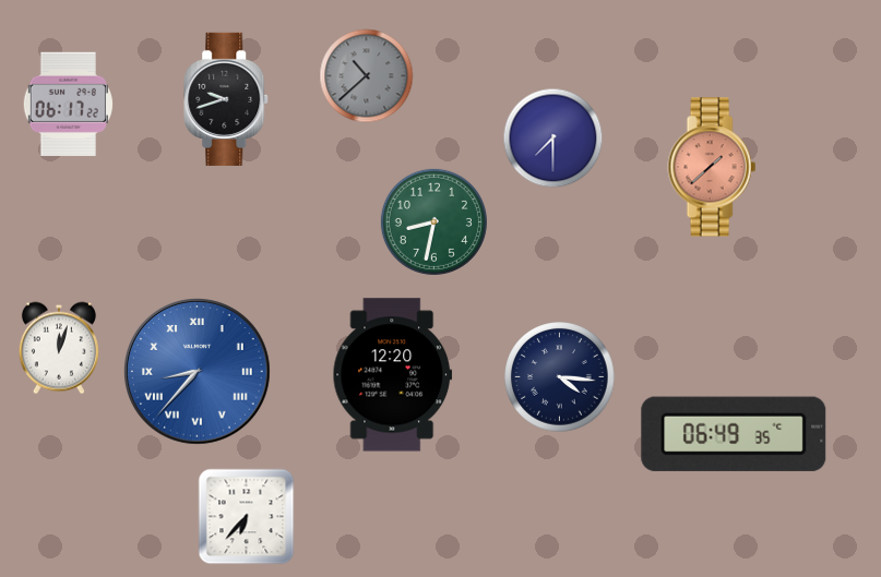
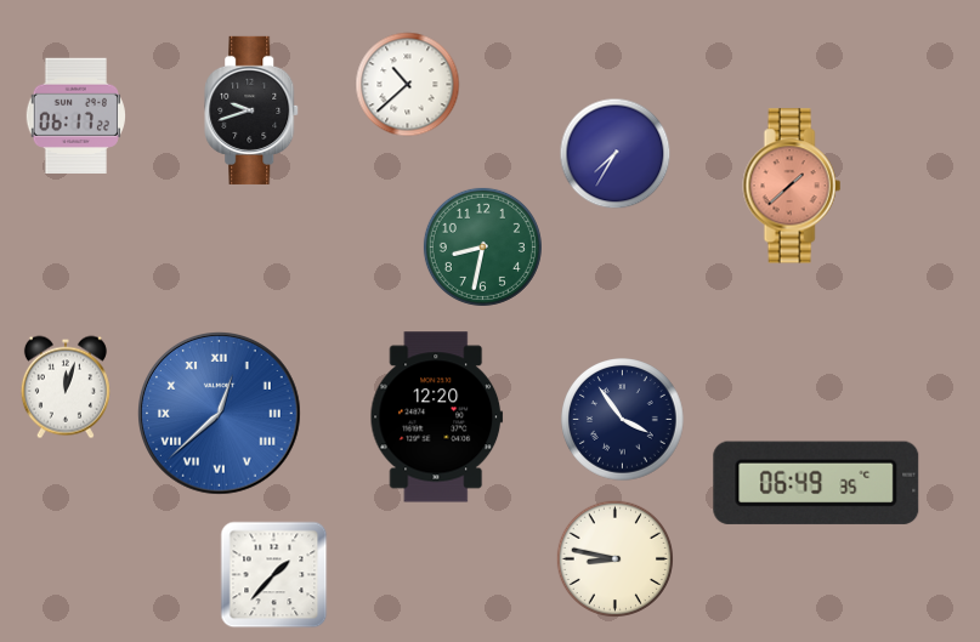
clock at (367, 76) dial: grey -> white
clock at (553, 139): 7:30 -> 7:35
clock at (198, 372): 8:37 -> 12:38
clock at (560, 377): 4:16 -> 3:54
clock at (614, 558): none -> 8:47
clock at (247, 517): 6:37 -> 1:37
